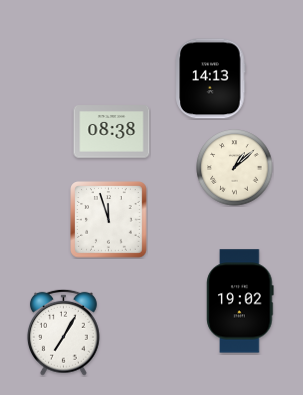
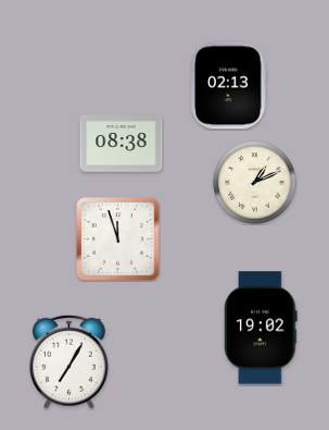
clock at (211, 79): 14:13 -> 02:13
clock at (235, 168): 1:08 -> 1:11
